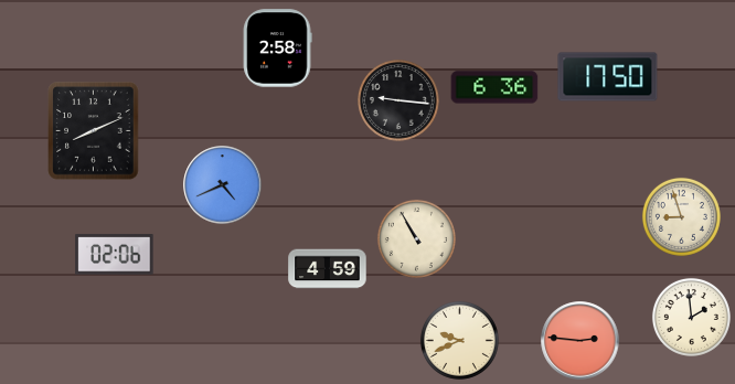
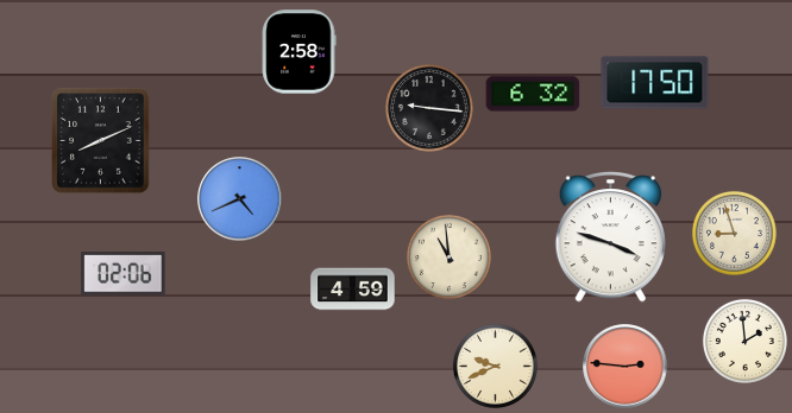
clock at (494, 87): 6:36 -> 6:32
clock at (610, 237): none -> 3:48
clock at (416, 238): 10:55 -> 10:59
